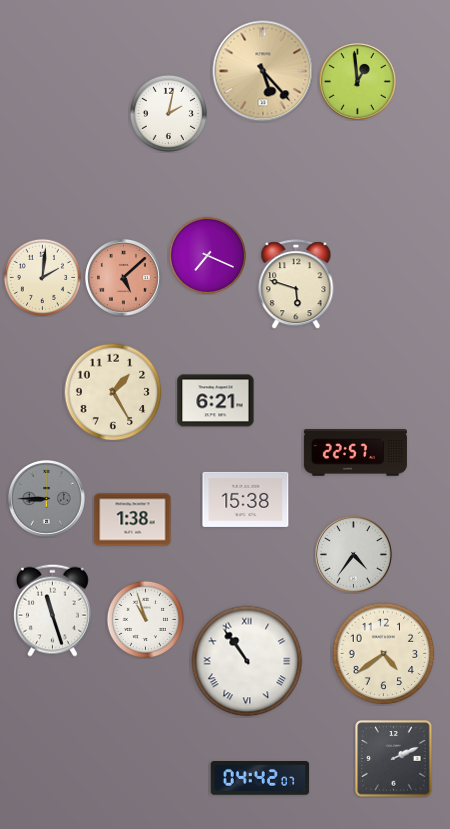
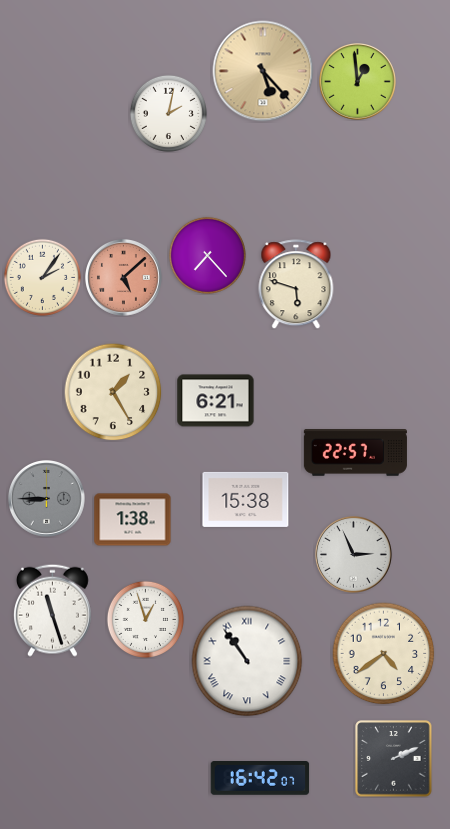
clock at (207, 255): 7:19 -> 7:23
clock at (42, 277): 2:01 -> 2:06
clock at (354, 555): 4:36 -> 2:56
clock at (145, 619): 10:57 -> 12:57
clock at (260, 779): 04:42 -> 16:42
